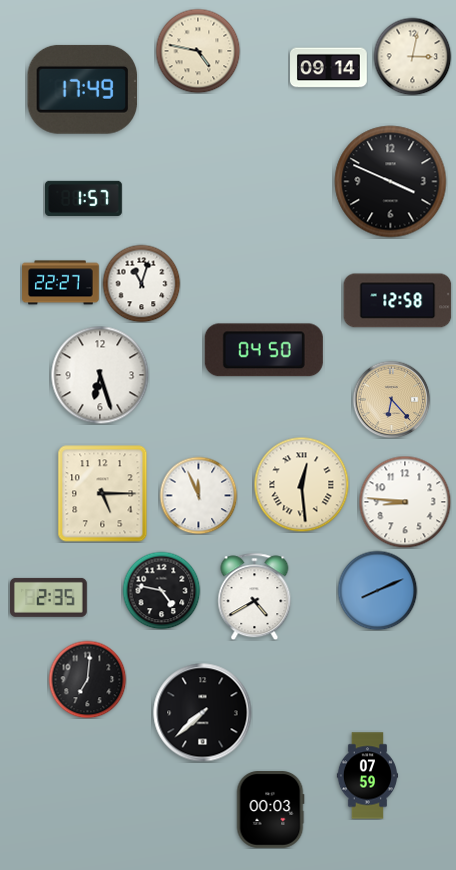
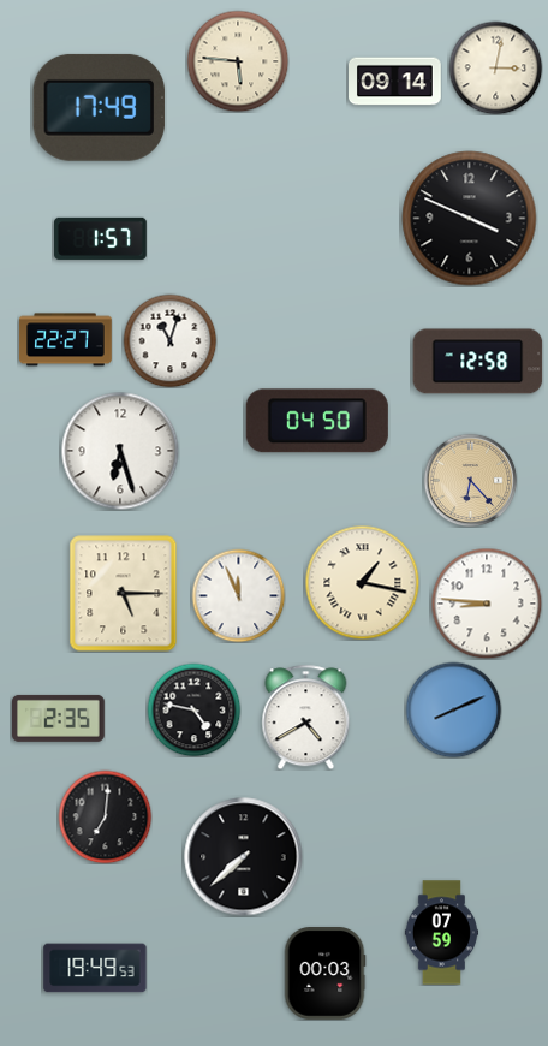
clock at (198, 51): 4:47 -> 5:46
clock at (61, 283) position: (61, 283) -> (66, 340)
clock at (301, 484): 12:29 -> 1:17
clock at (95, 968): none -> 19:49
